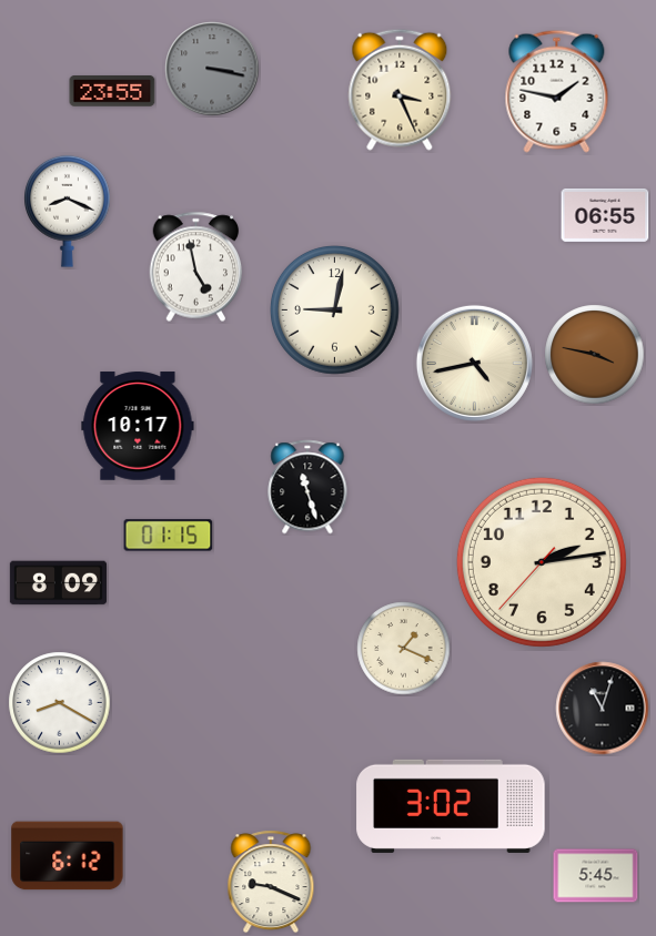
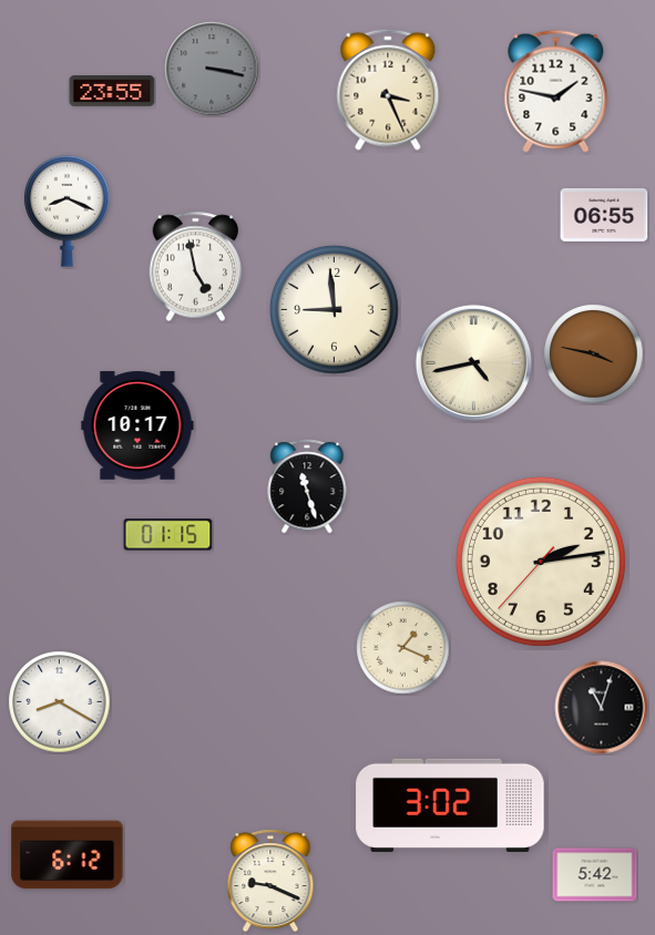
clock at (400, 90) position: (400, 90) -> (388, 90)
clock at (335, 311): 9:02 -> 8:59
clock at (58, 583): 8:09 -> none
clock at (596, 876): 5:45 -> 5:42
